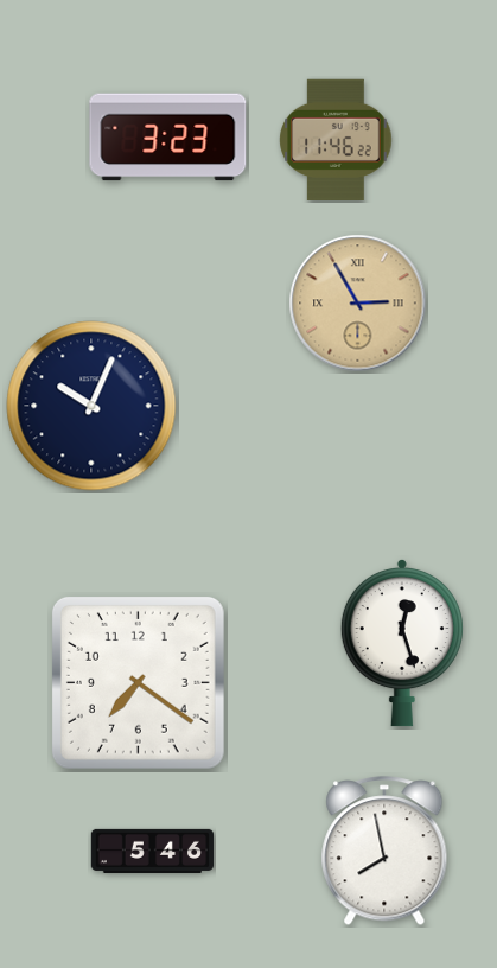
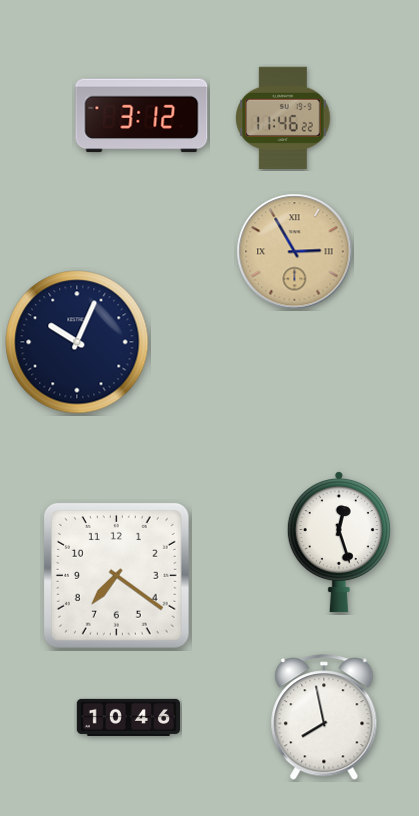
clock at (168, 138): 3:23 -> 3:12
clock at (358, 304) position: (358, 304) -> (295, 252)
clock at (153, 851): 5:46 -> 10:46
